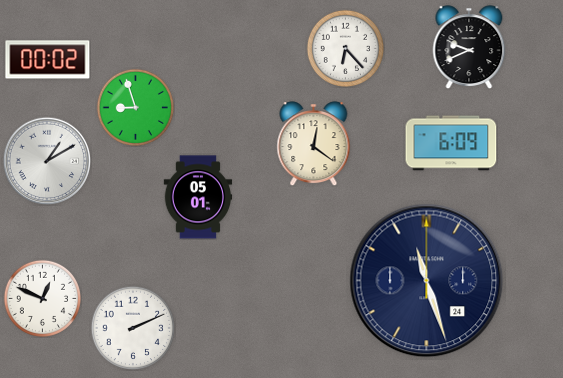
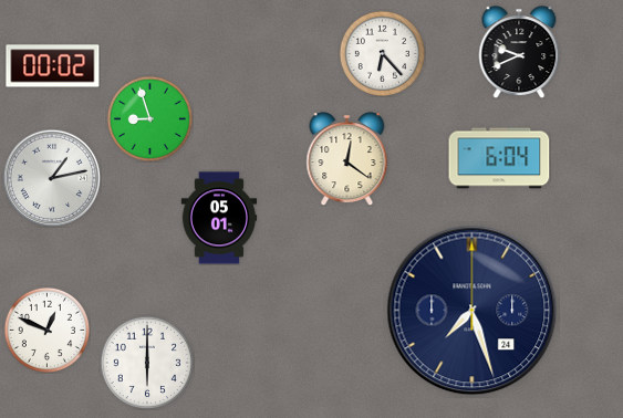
clock at (451, 143): 6:09 -> 6:04
clock at (47, 161): 1:10 -> 1:13
clock at (427, 281): 11:27 -> 7:27
clock at (133, 328): 2:11 -> 6:00
